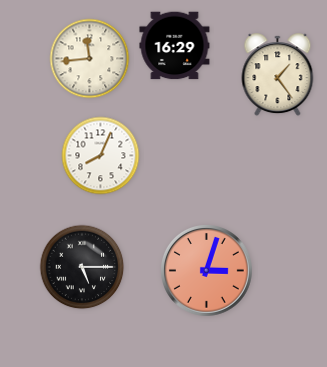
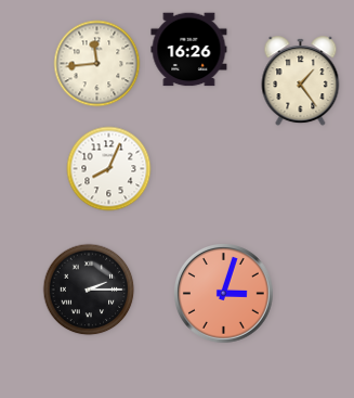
clock at (175, 46): 16:29 -> 16:26
clock at (82, 267): 5:15 -> 2:15
